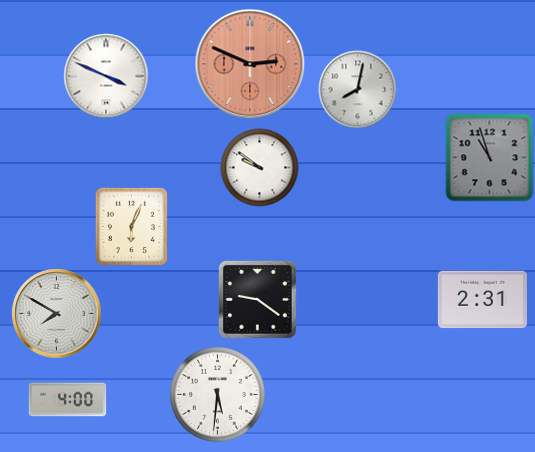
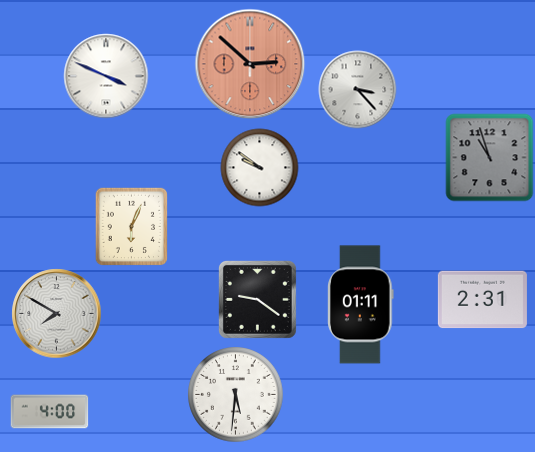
clock at (250, 64): 2:49 -> 2:52
clock at (357, 89): 8:02 -> 3:23
clock at (361, 305): none -> 01:11
clock at (217, 394) position: (217, 394) -> (235, 394)
clock at (67, 400) position: (67, 400) -> (49, 412)
